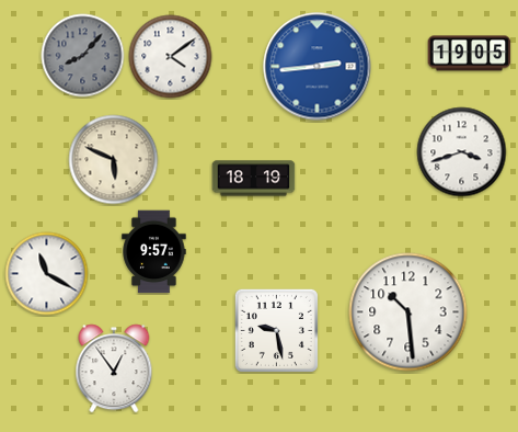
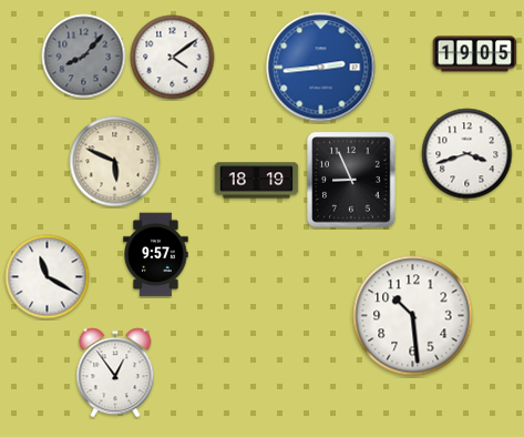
clock at (351, 180): none -> 8:56
clock at (276, 330): 9:28 -> none
